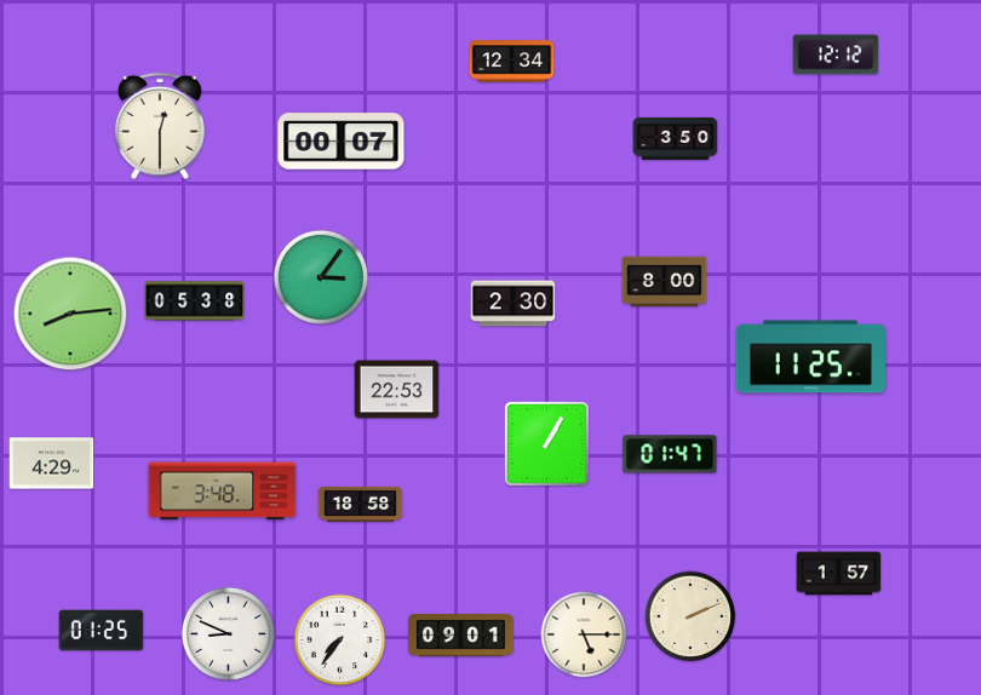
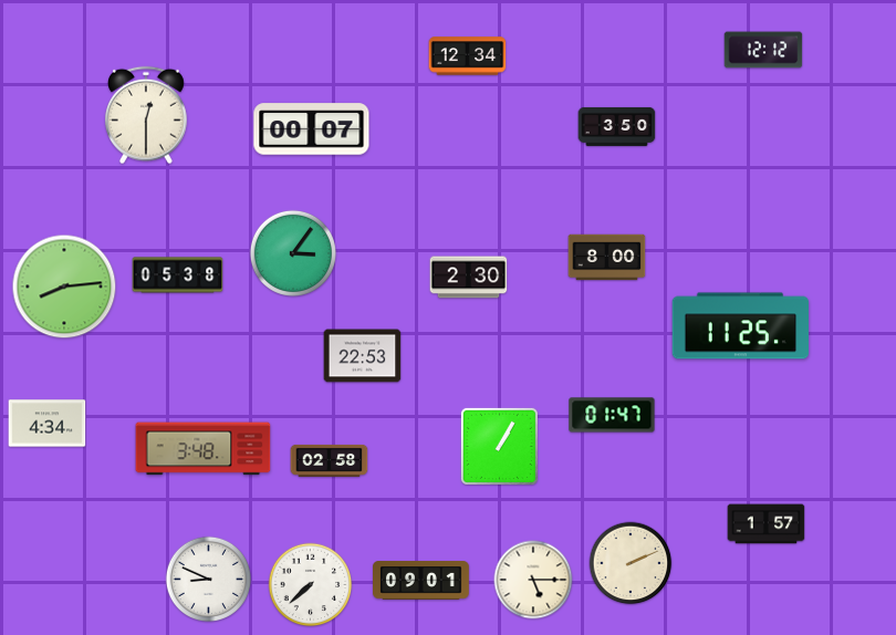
clock at (546, 443) position: (546, 443) -> (499, 446)
clock at (52, 464): 4:29 -> 4:34
clock at (361, 504): 18:58 -> 02:58
clock at (102, 631): 01:25 -> none
clock at (340, 641): 7:36 -> 7:38
